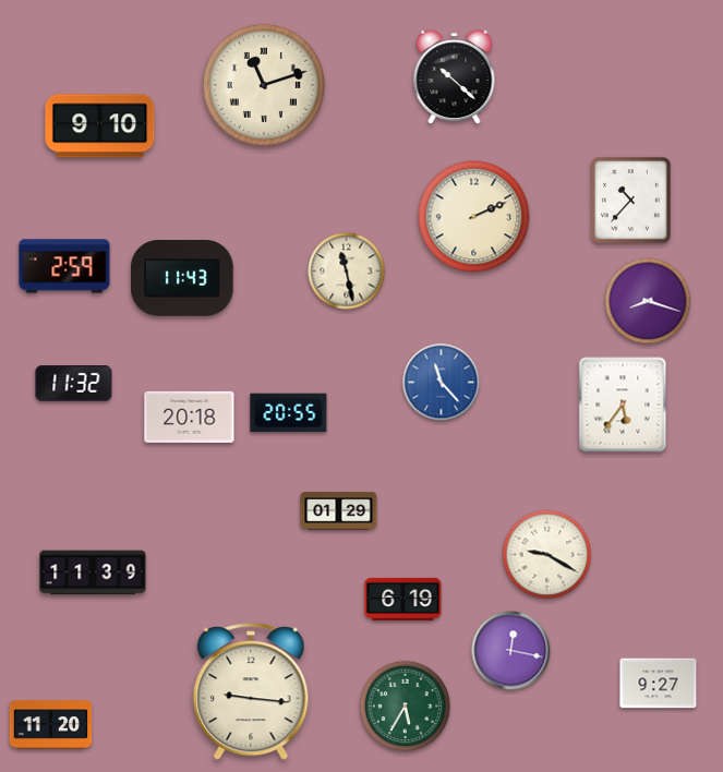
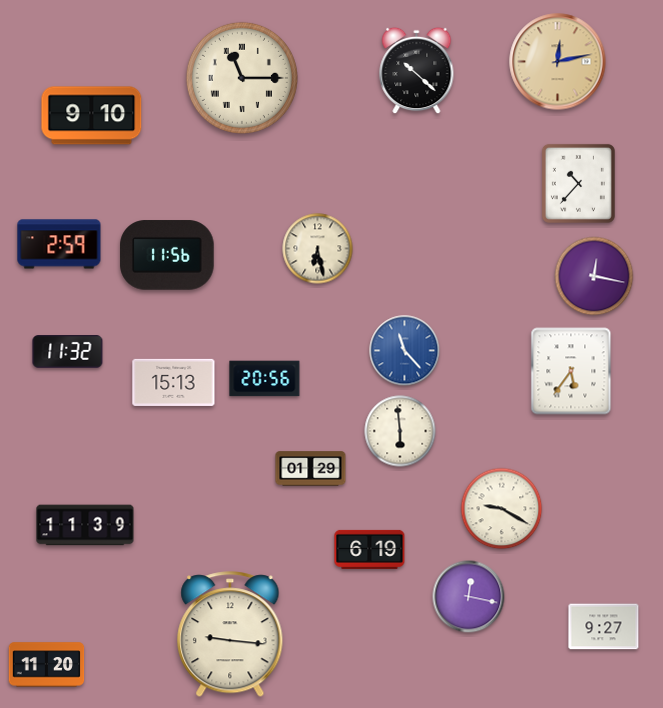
clock at (558, 62): none -> 12:13
clock at (264, 85): 11:12 -> 11:15
clock at (474, 217): 2:11 -> none
clock at (347, 272): 11:28 -> 6:28
clock at (182, 278): 11:43 -> 11:56
clock at (648, 301): 8:18 -> 12:17
clock at (289, 413): 20:55 -> 20:56
clock at (190, 417): 20:18 -> 15:13
clock at (400, 431): none -> 5:59
clock at (406, 707): 5:35 -> none
